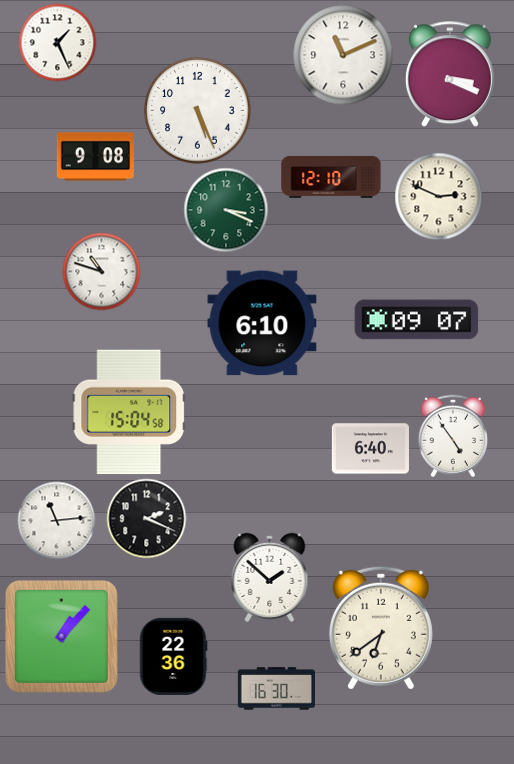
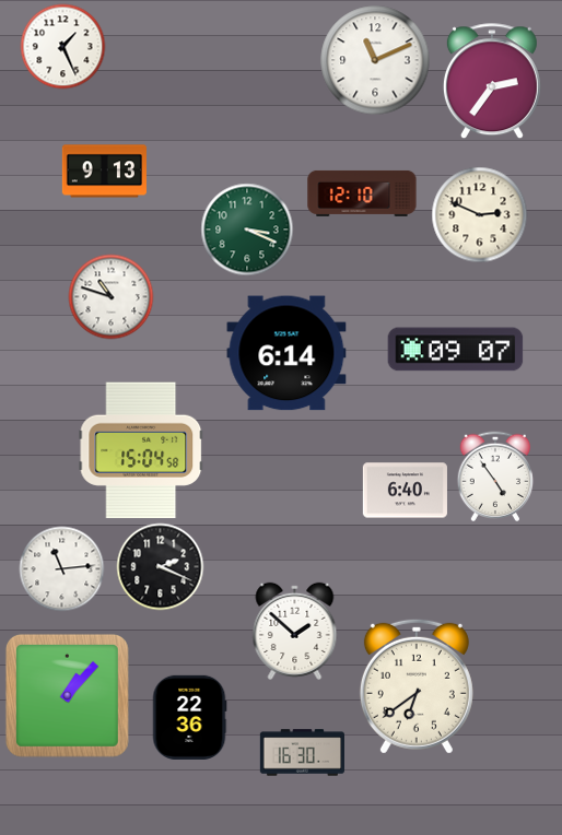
clock at (450, 74): 3:19 -> 2:36
clock at (198, 111): 5:26 -> none
clock at (95, 157): 9:08 -> 9:13
clock at (262, 323): 6:10 -> 6:14
